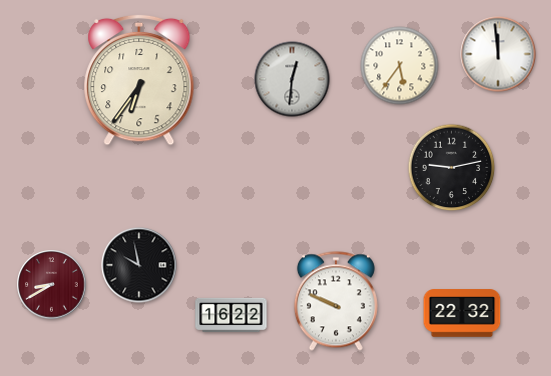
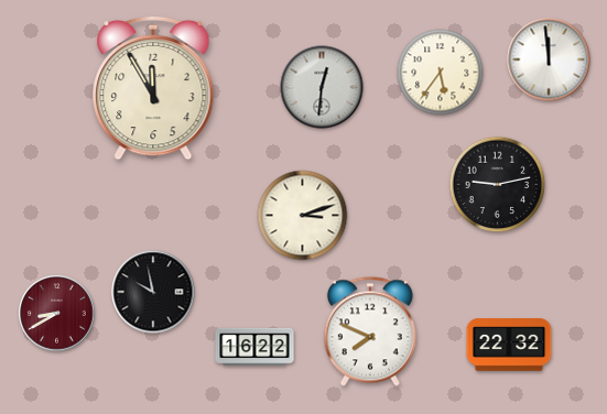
clock at (139, 80): 6:36 -> 11:55
clock at (303, 216): none -> 3:12
clock at (336, 301): 9:49 -> 7:49
